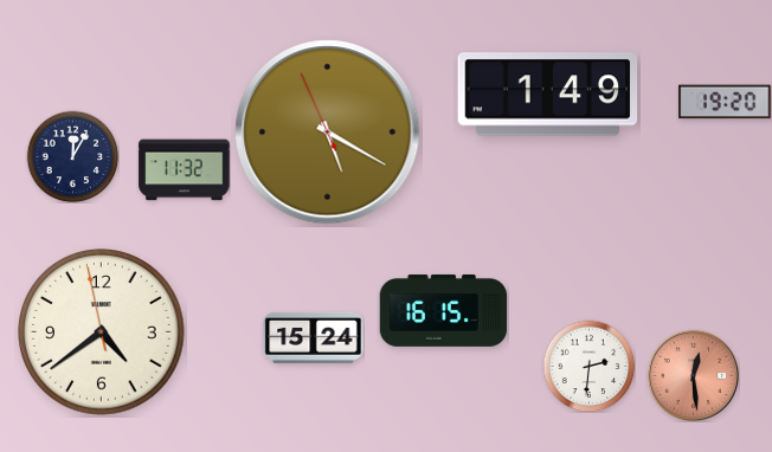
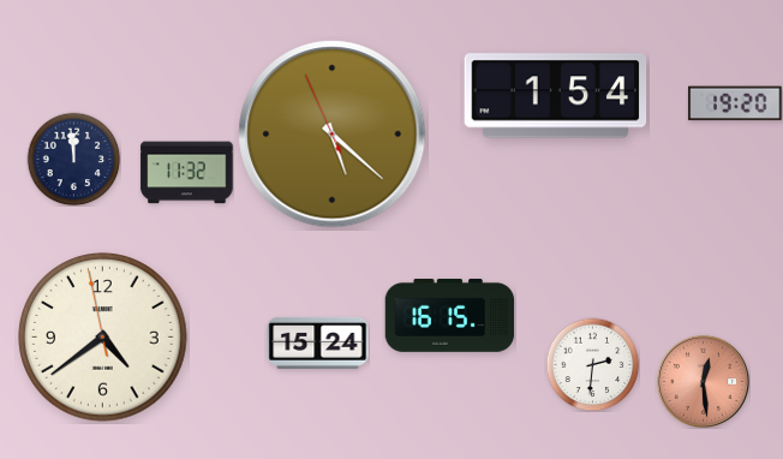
clock at (548, 95): 1:49 -> 1:54
clock at (328, 133): 5:19 -> 5:21
clock at (72, 156): 12:05 -> 11:59
clock at (588, 366) position: (588, 366) -> (592, 364)
